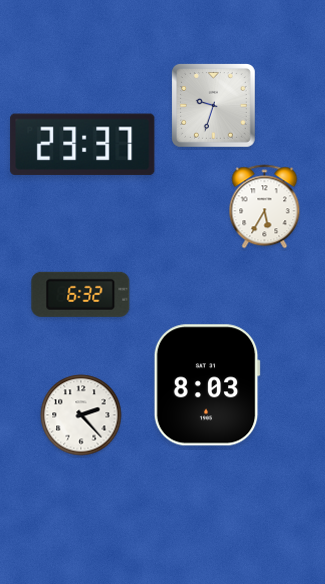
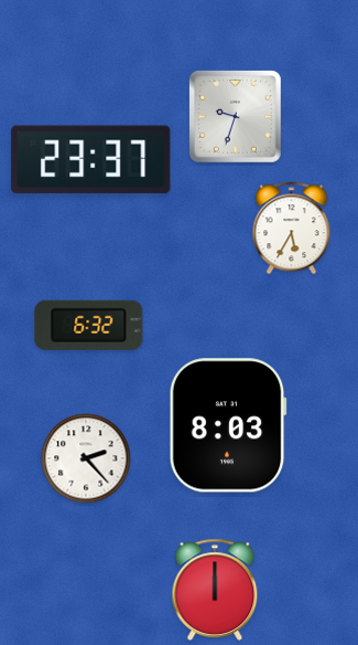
clock at (81, 415) position: (81, 415) -> (86, 458)
clock at (215, 590): none -> 12:00
